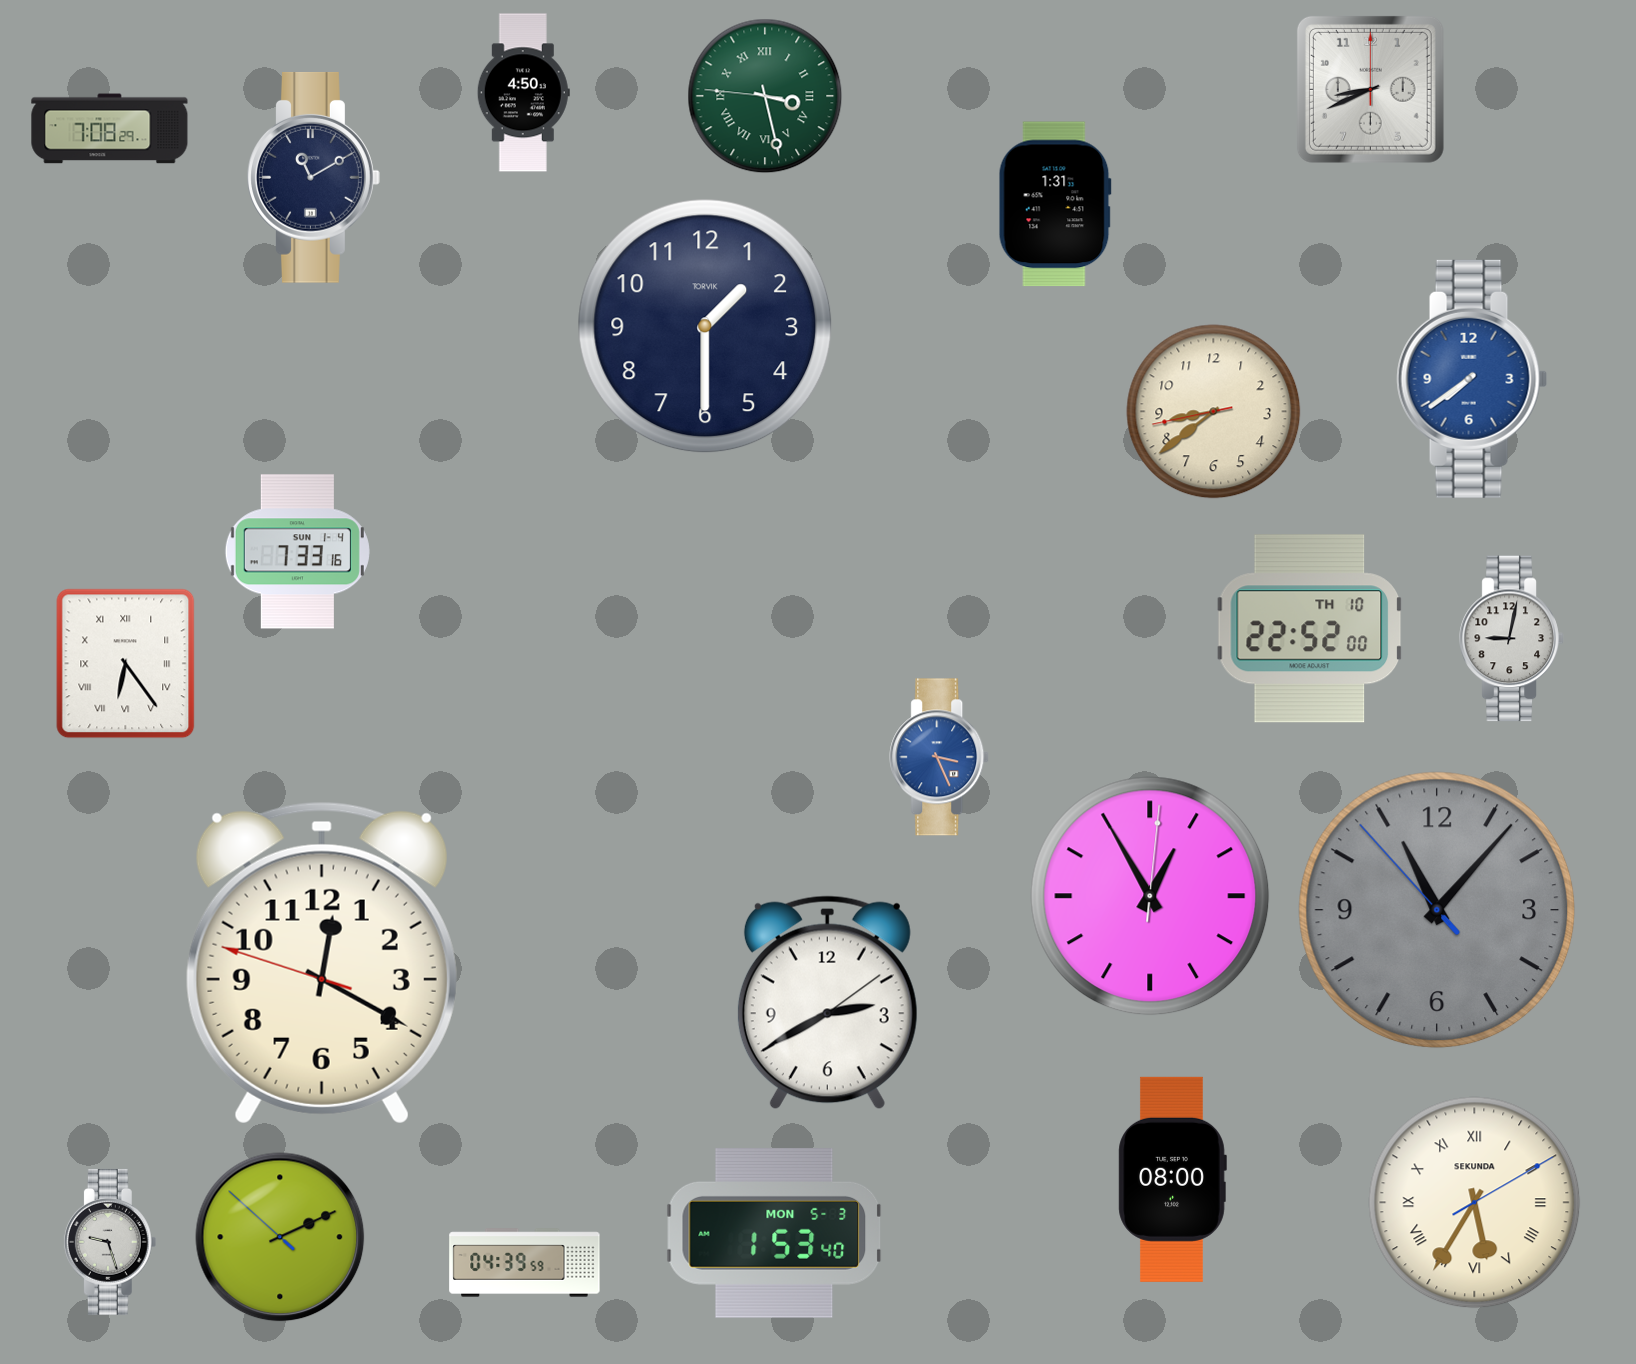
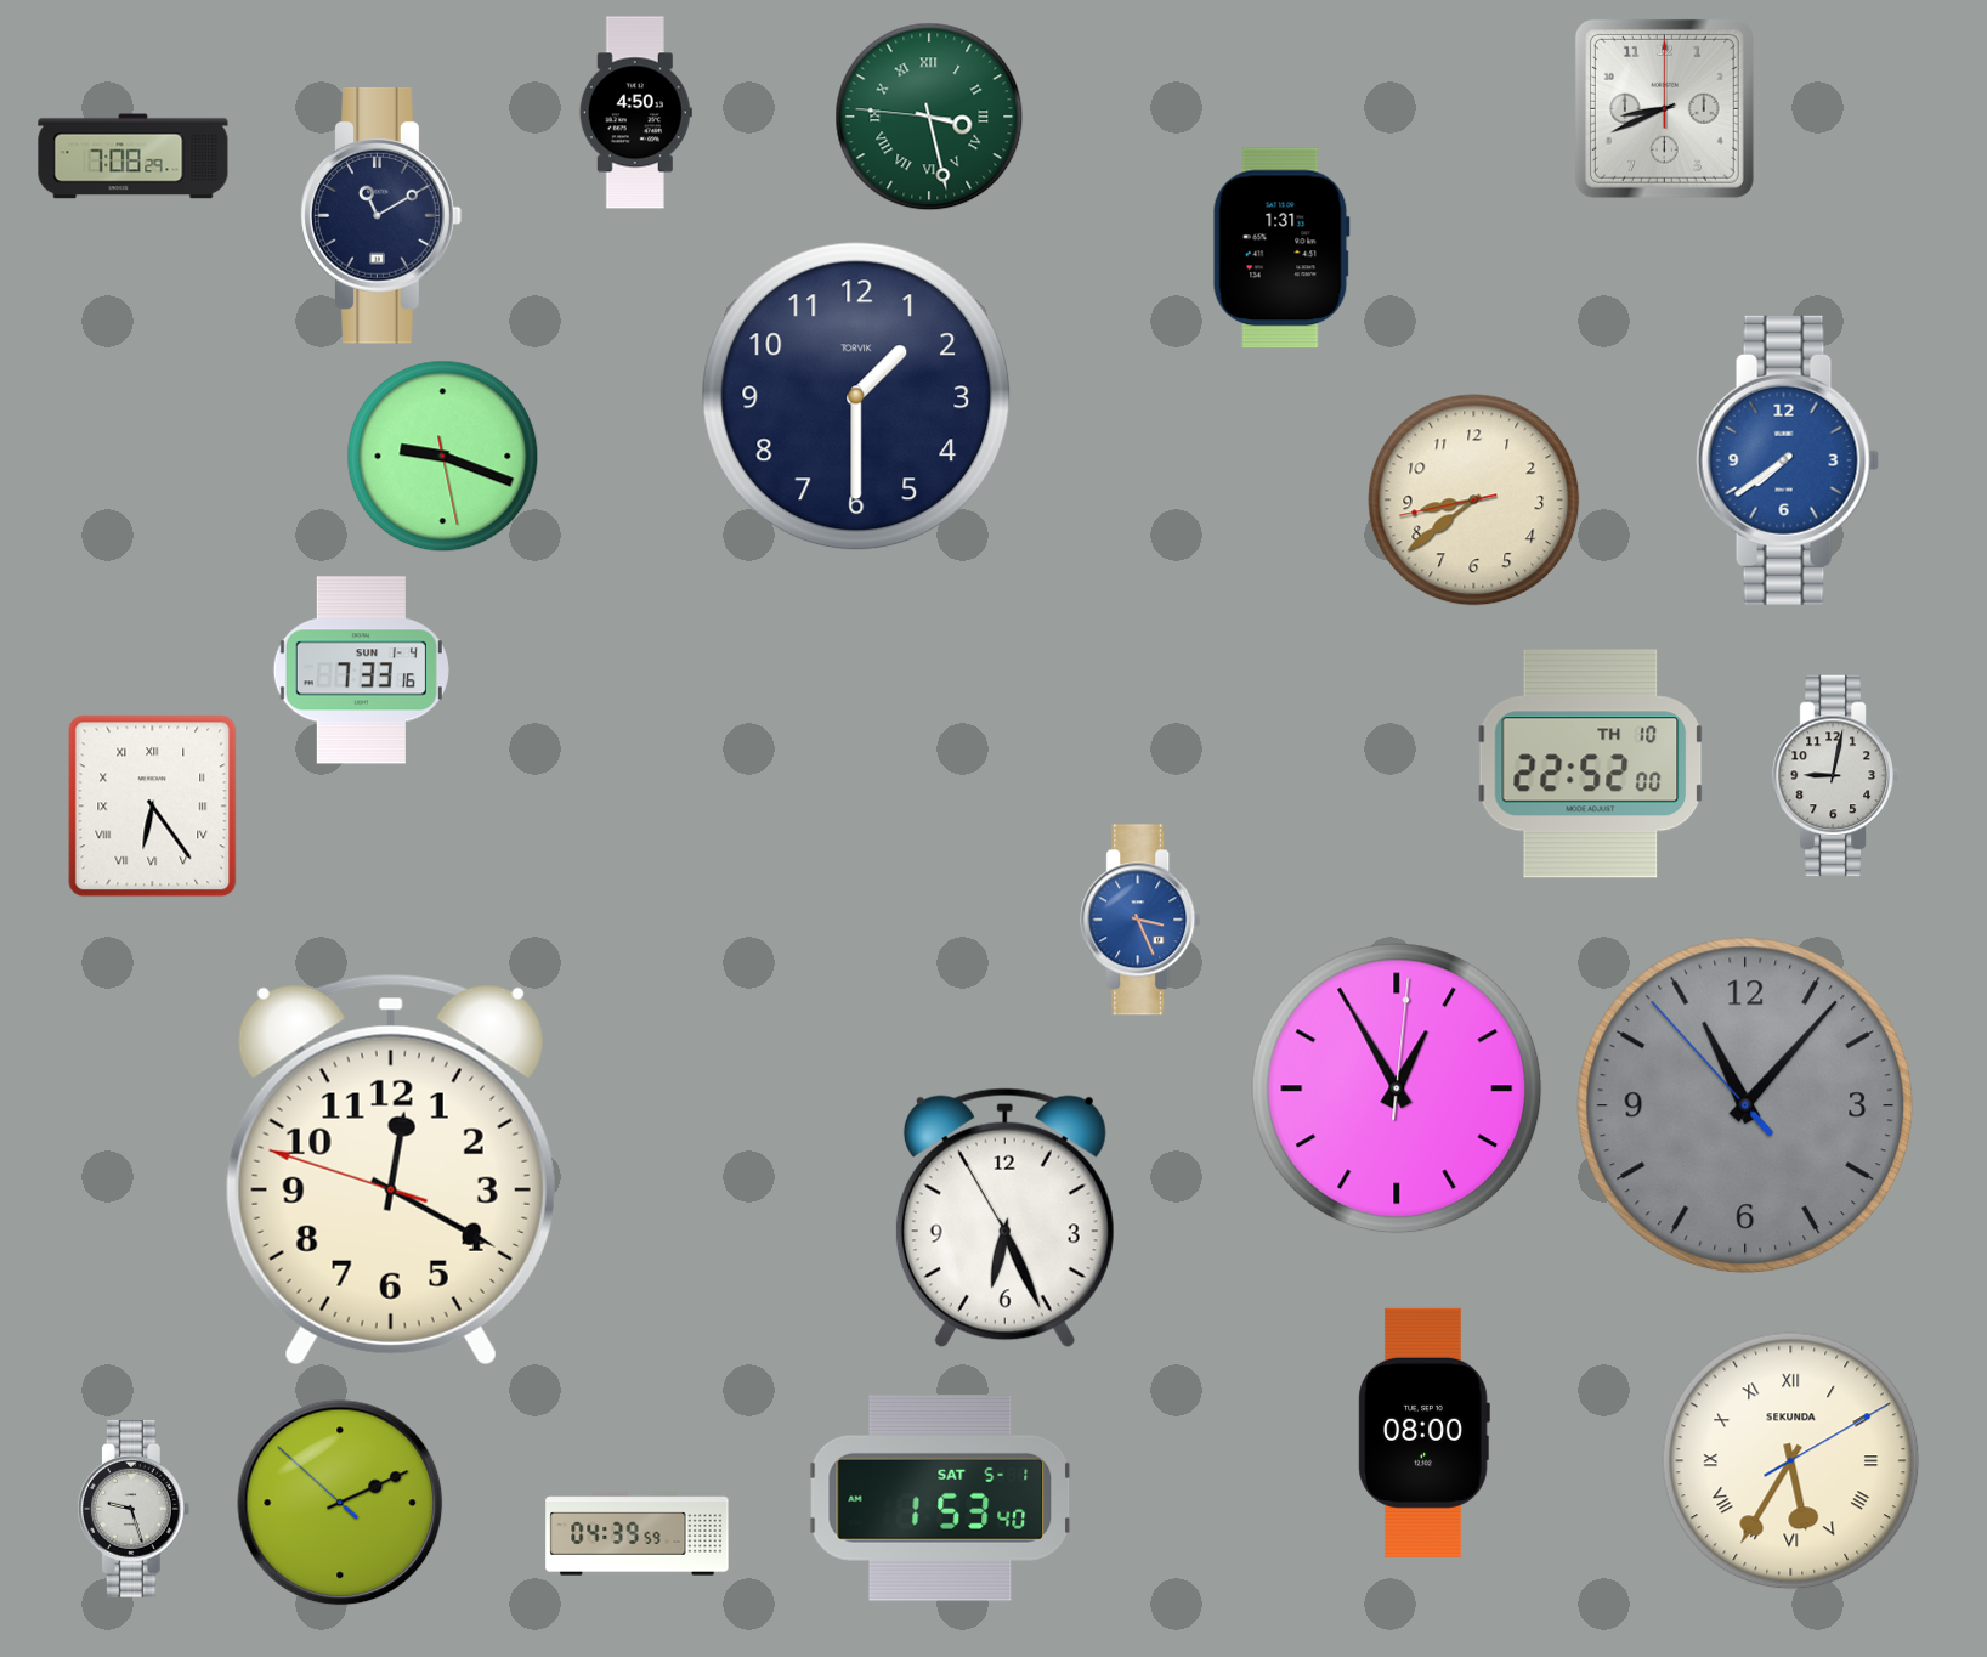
clock at (443, 457): none -> 9:18
clock at (827, 1003): 2:40 -> 6:25
clock at (774, 1234) date: MON 5-3 -> SAT 5-1
